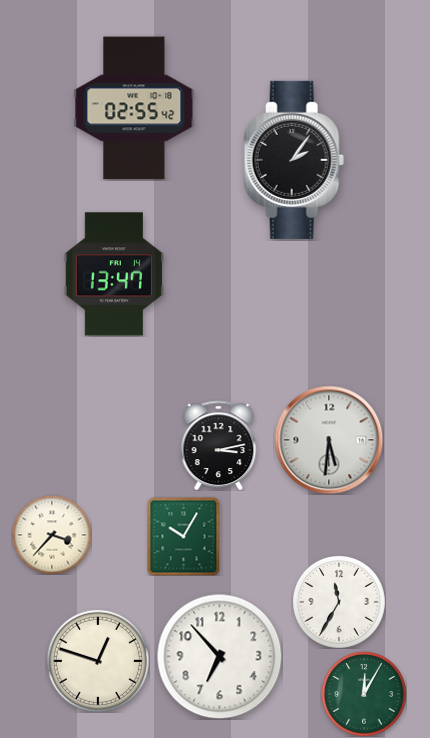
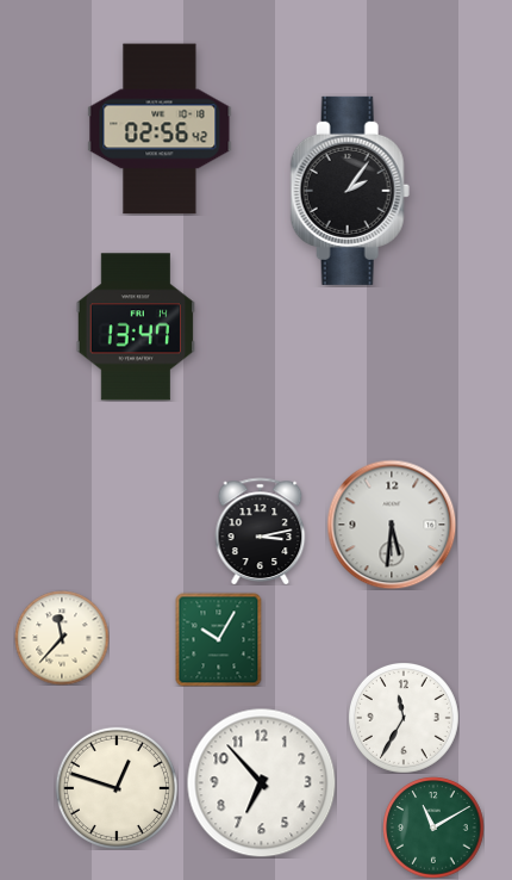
clock at (134, 108): 02:55 -> 02:56
clock at (52, 535): 3:37 -> 11:37
clock at (364, 694): 12:05 -> 11:10
